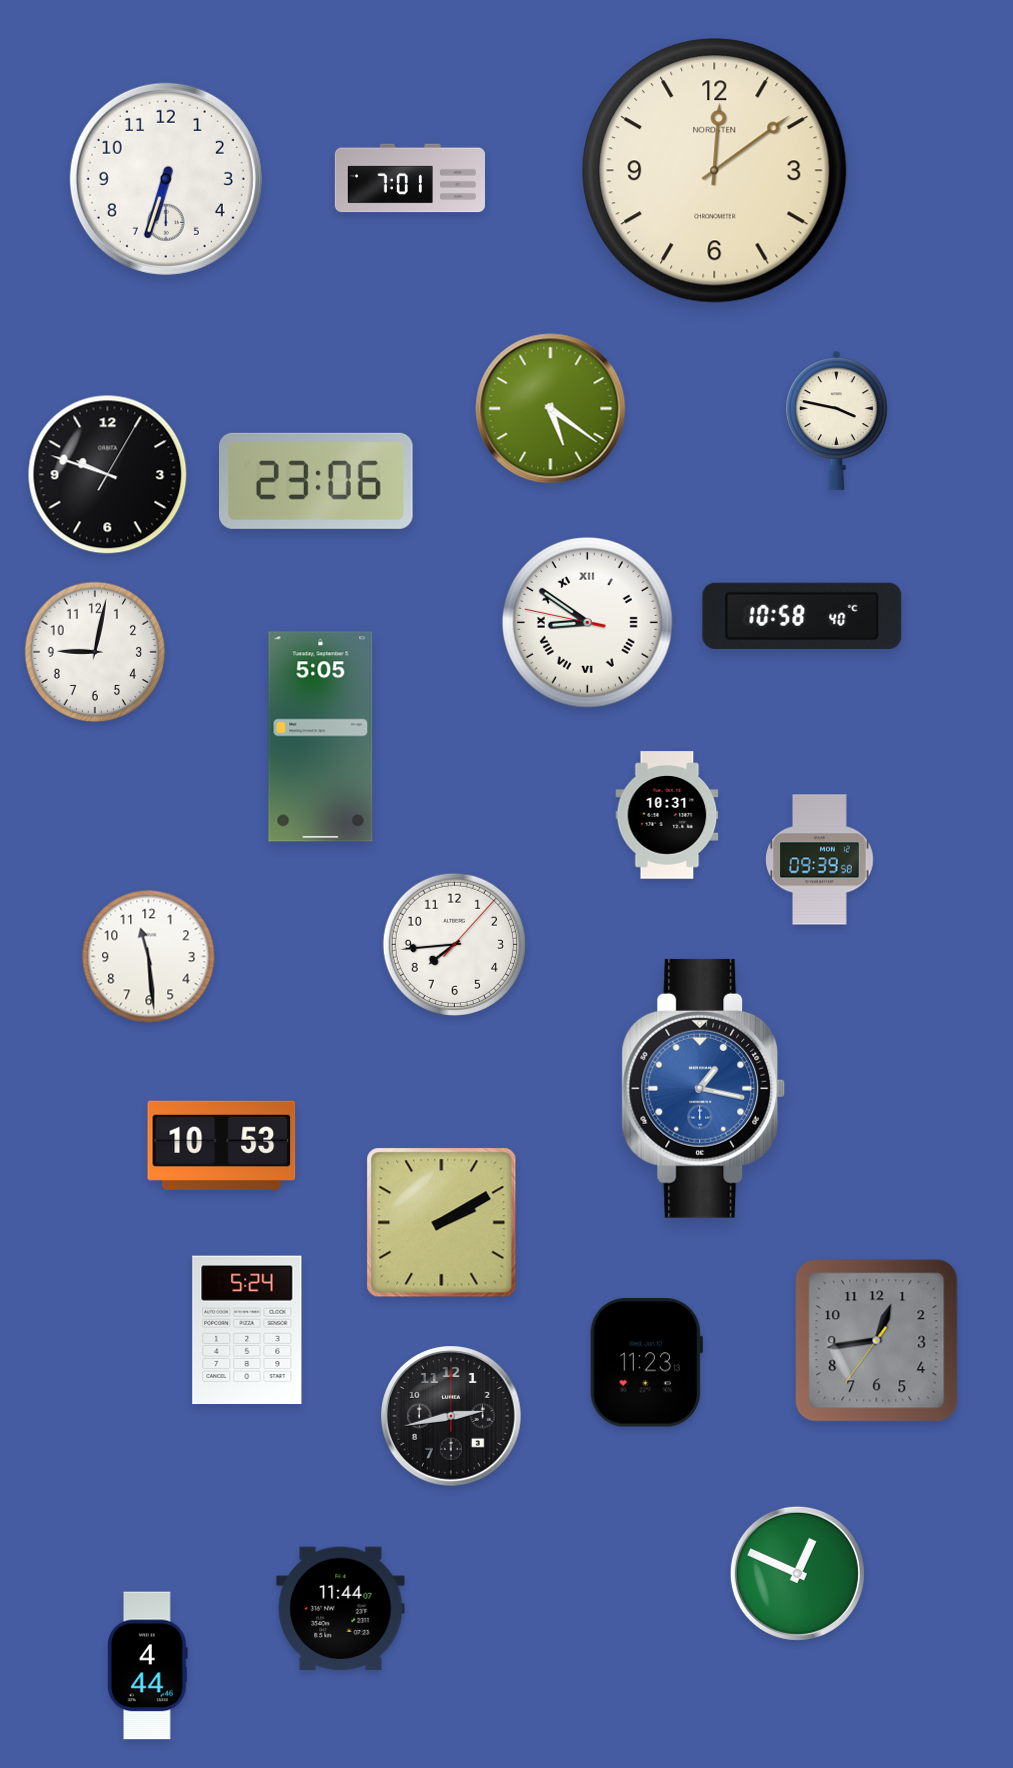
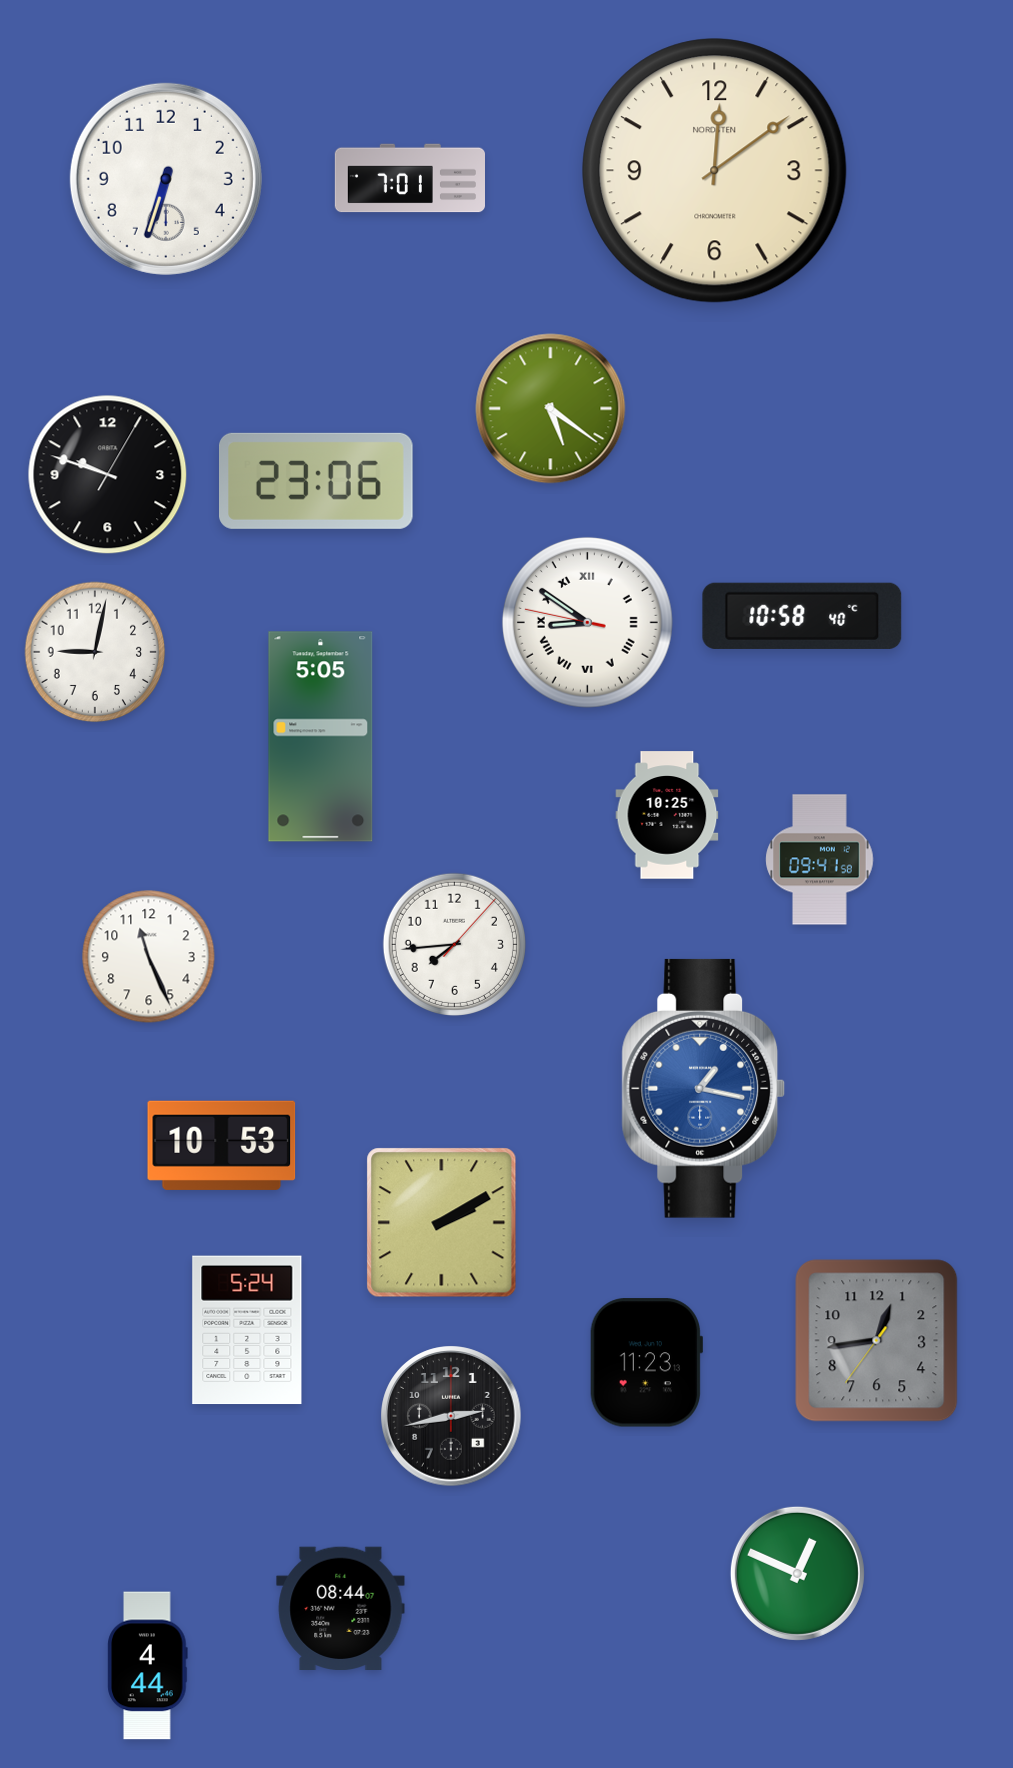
clock at (837, 420): 3:47 -> none
clock at (667, 815): 10:31 -> 10:25
clock at (820, 860): 09:39 -> 09:41
clock at (149, 957): 11:29 -> 11:26
clock at (341, 1608): 11:44 -> 08:44
